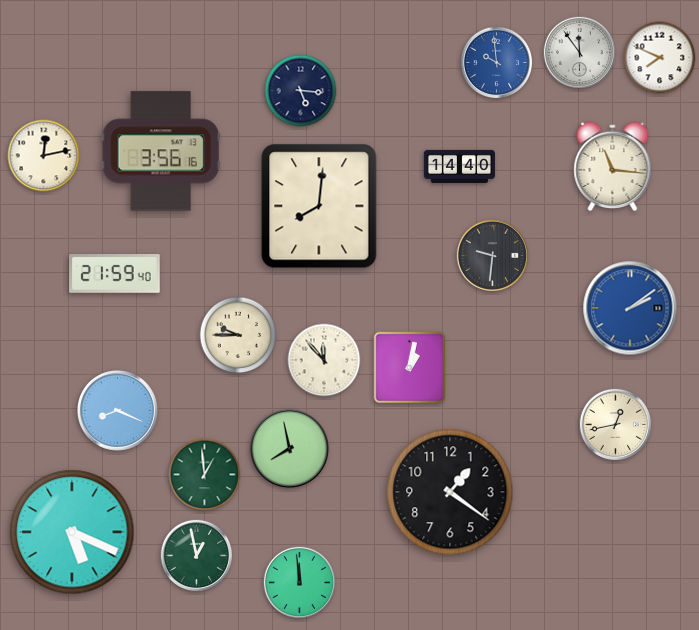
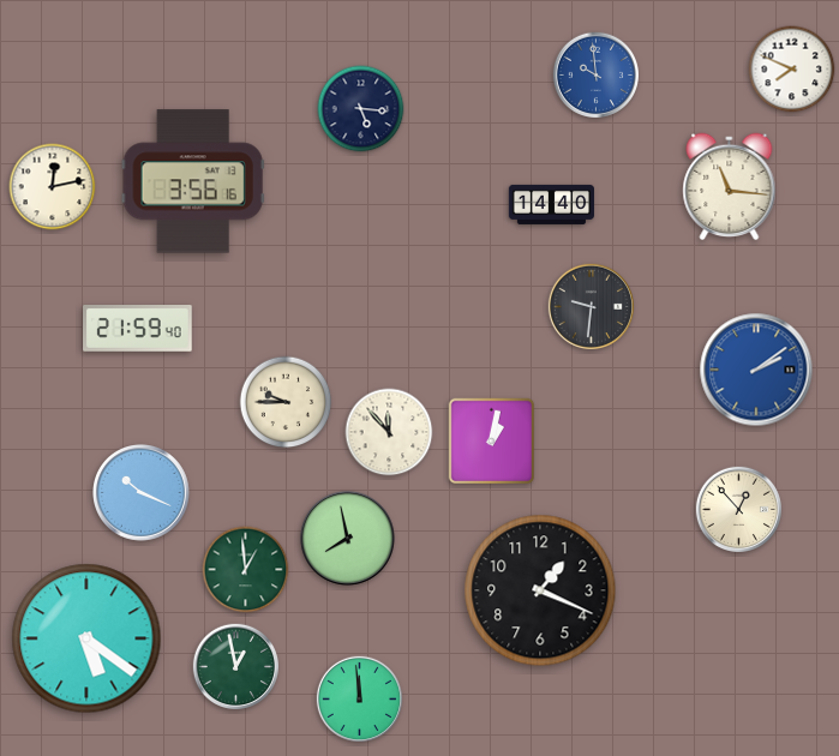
clock at (579, 52): 11:54 -> none
clock at (459, 166) position: (459, 166) -> (551, 204)
clock at (613, 167) position: (613, 167) -> (730, 187)
clock at (319, 206): 8:01 -> none
clock at (118, 411): 8:19 -> 10:19
clock at (615, 424): 12:43 -> 12:53
clock at (450, 492): 1:21 -> 1:19
clock at (72, 532): 5:19 -> 5:21
